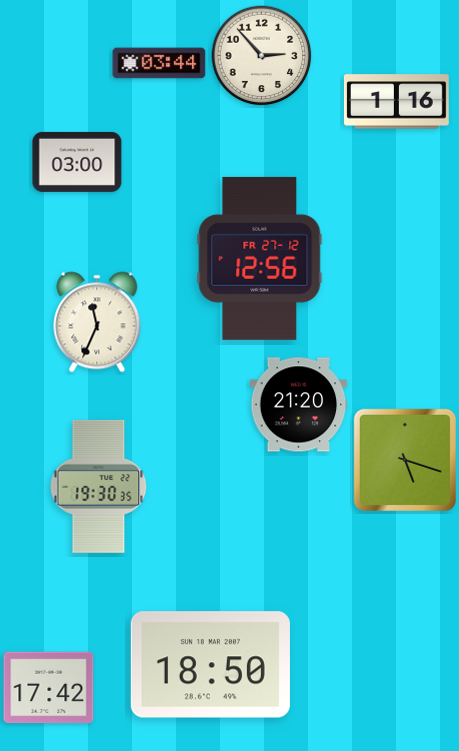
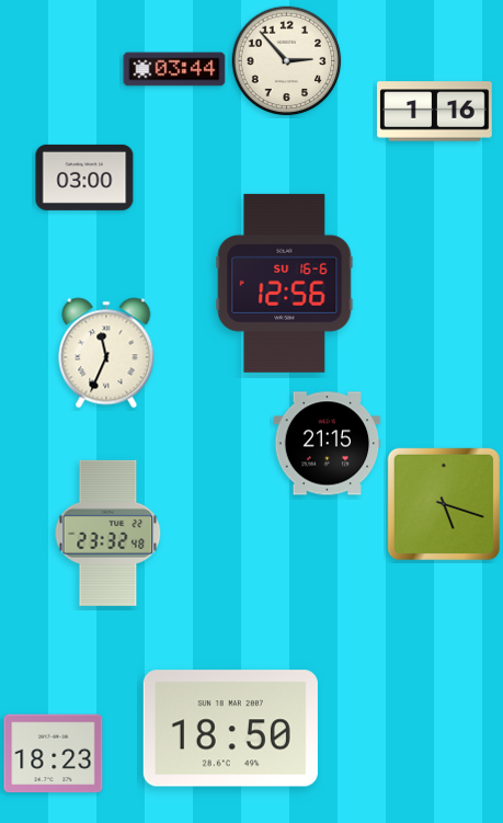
clock at (260, 258) date: FR 27-12 -> SU 16-6
clock at (299, 405): 21:20 -> 21:15
clock at (99, 486): 19:30 -> 23:32
clock at (49, 688): 17:42 -> 18:23
